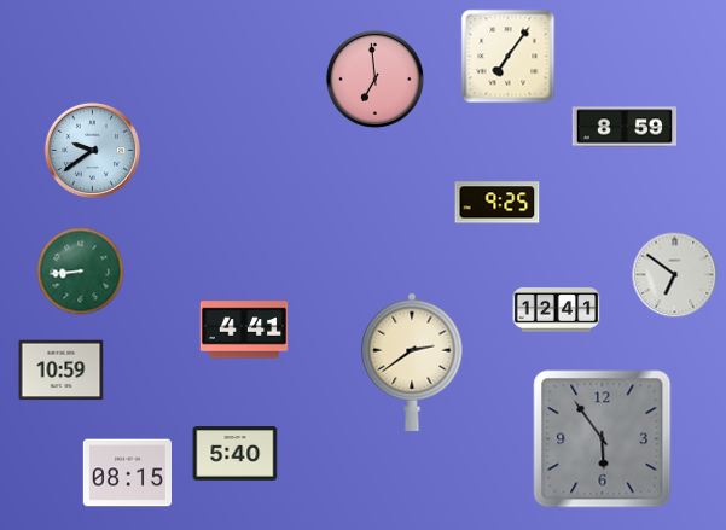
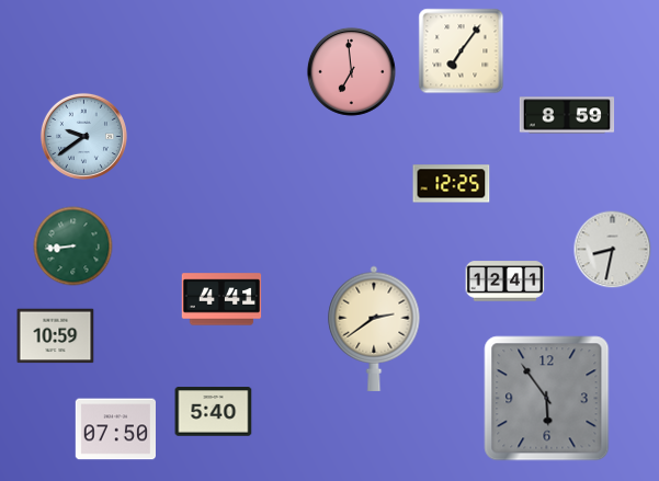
clock at (374, 78) position: (374, 78) -> (351, 71)
clock at (498, 203): 9:25 -> 12:25
clock at (675, 275): 6:51 -> 8:32
clock at (127, 473): 08:15 -> 07:50
